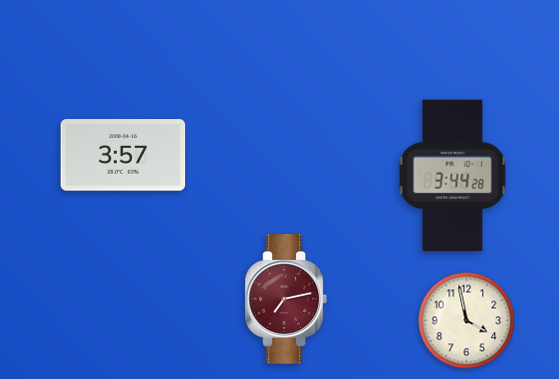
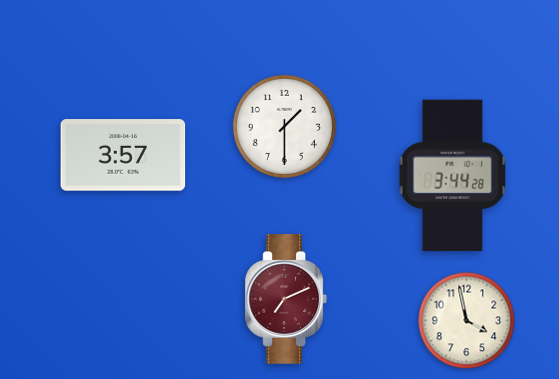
clock at (284, 126): none -> 1:30
clock at (285, 299): 7:13 -> 7:11
